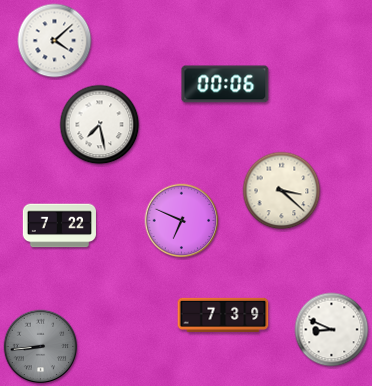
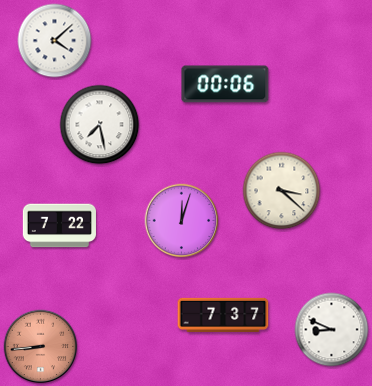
clock at (182, 221): 6:49 -> 12:03
clock at (223, 315): 7:39 -> 7:37
clock at (41, 347) dial: grey -> salmon
